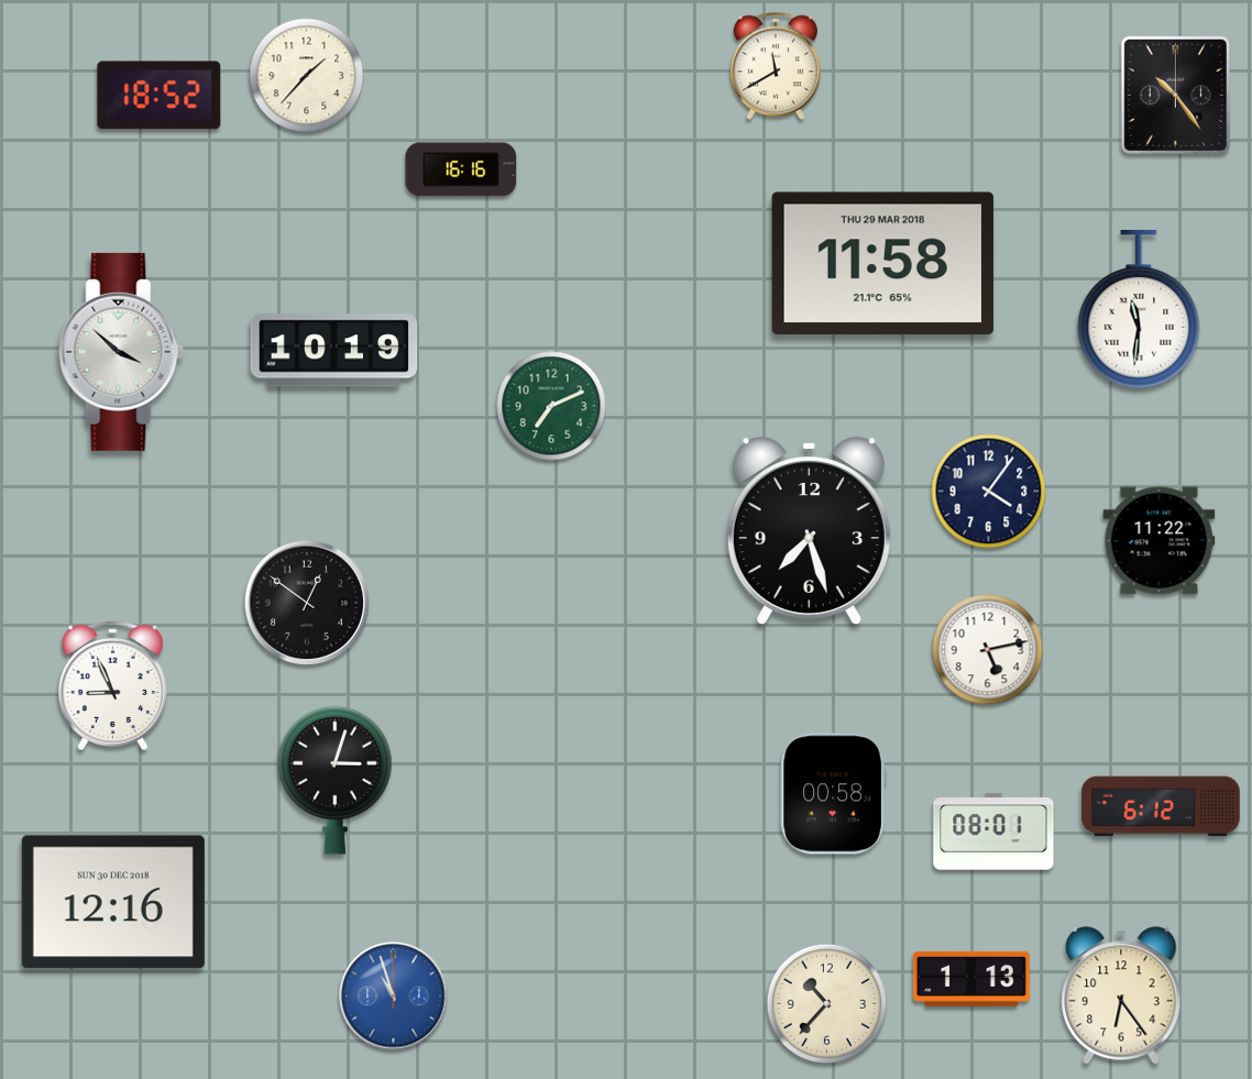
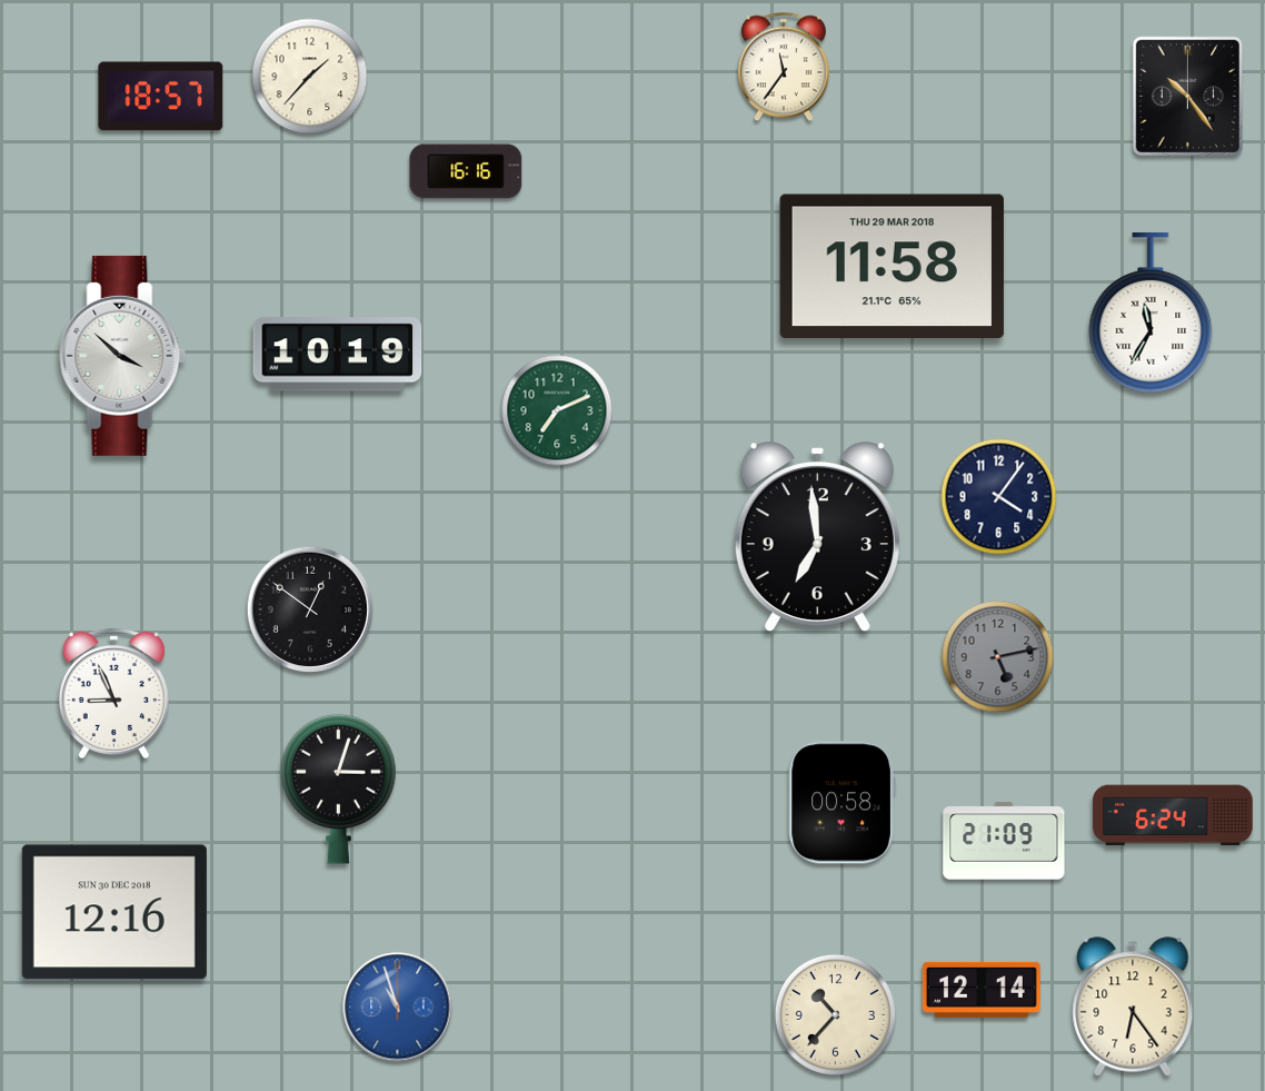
clock at (776, 66): 11:40 -> 11:36
clock at (160, 96): 18:52 -> 18:57
clock at (1139, 310): 11:31 -> 11:35
clock at (809, 532): 7:27 -> 6:59
clock at (1160, 541): 11:22 -> none
clock at (988, 650) dial: white -> grey
clock at (1161, 806): 6:12 -> 6:24
clock at (993, 832): 08:01 -> 21:09
clock at (971, 979): 1:13 -> 12:14
